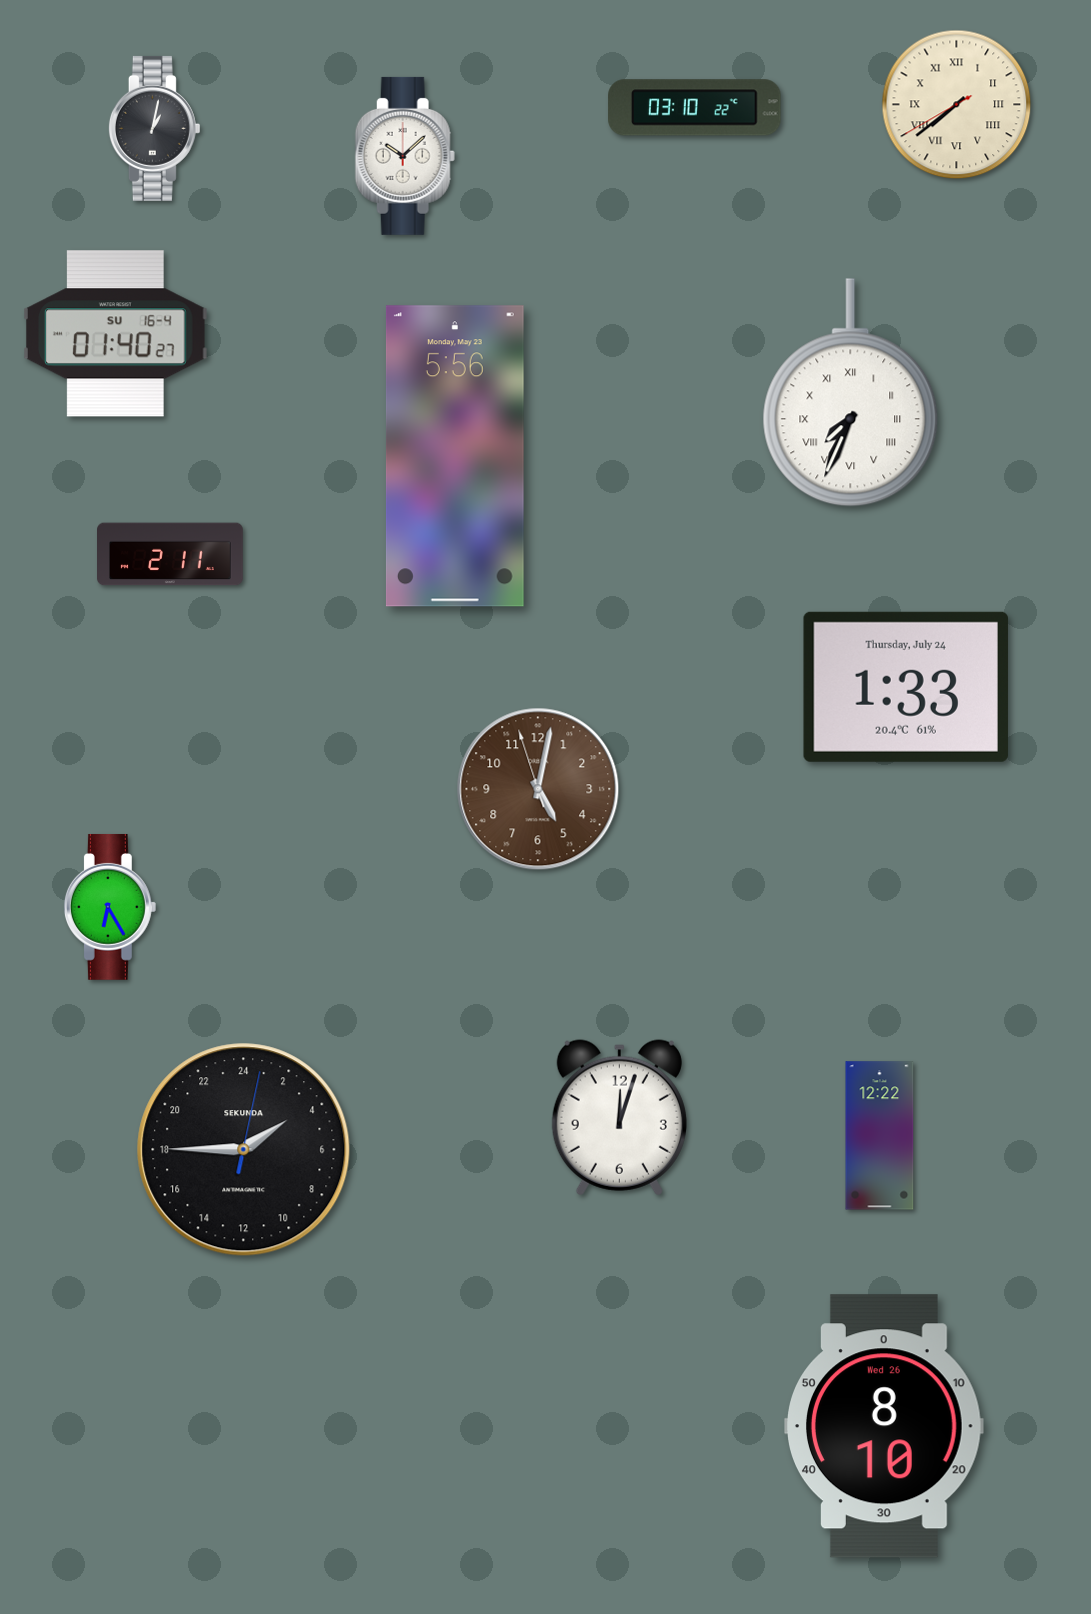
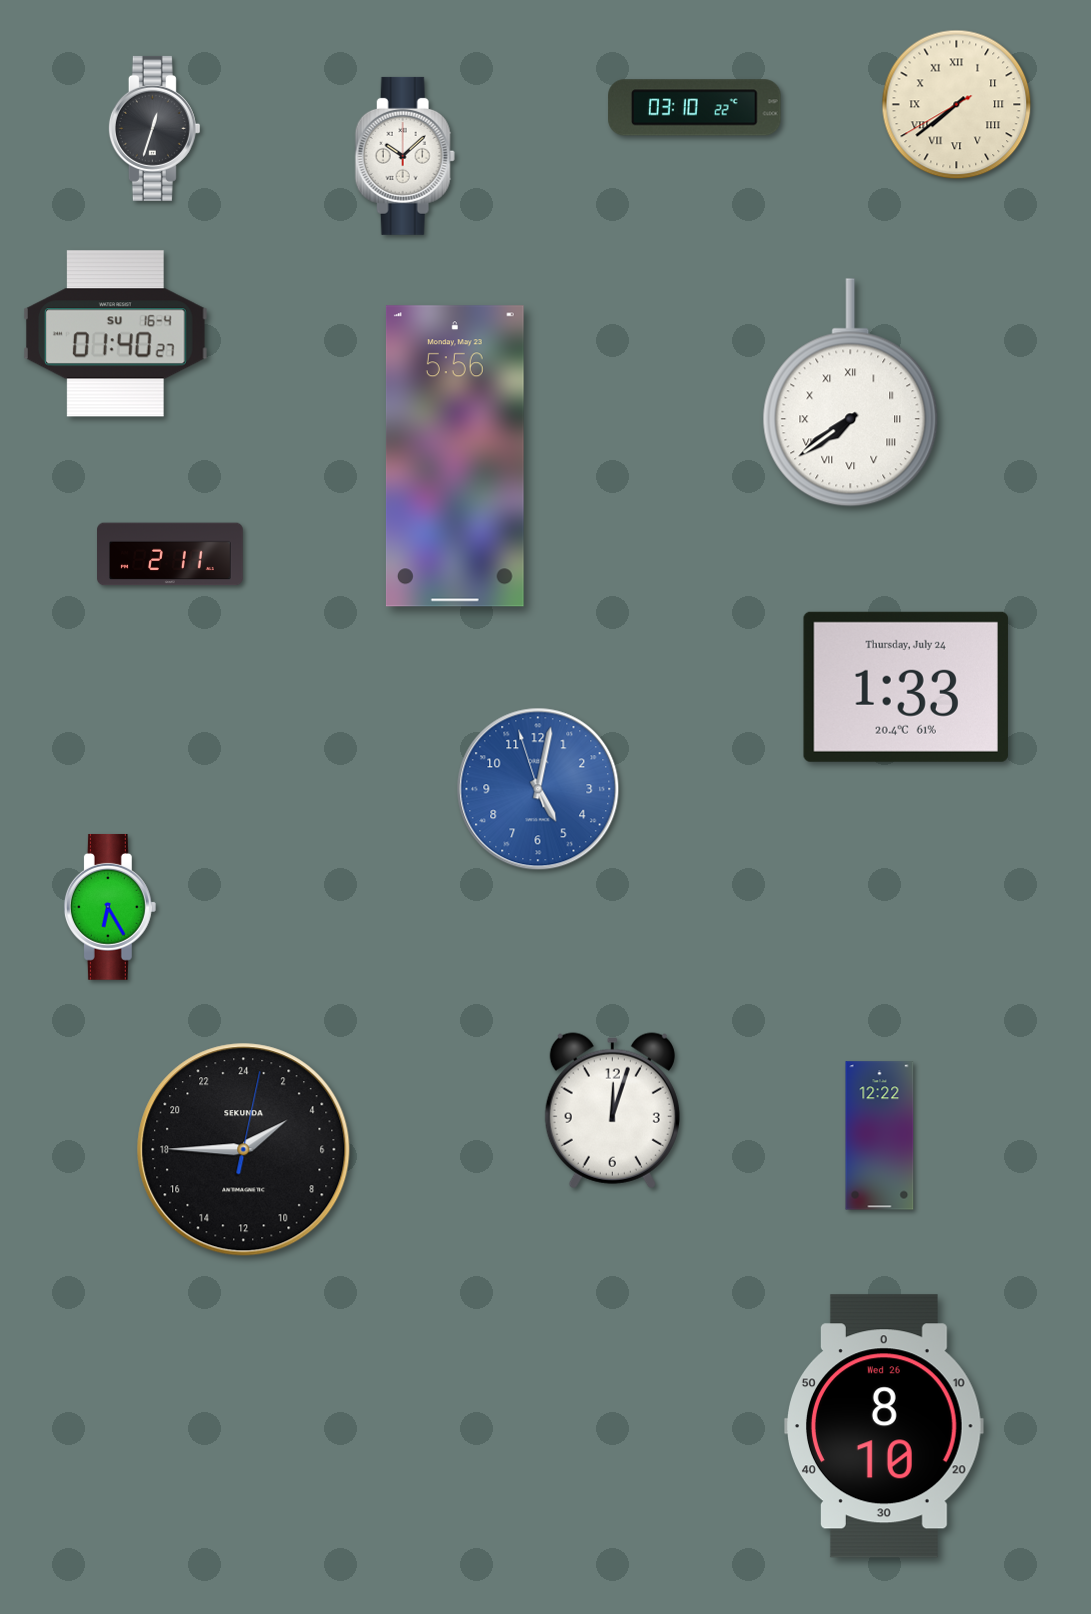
clock at (154, 128): 1:02 -> 12:33
clock at (851, 393): 7:34 -> 7:39
clock at (538, 789) dial: brown -> blue
clock at (619, 1118) position: (619, 1118) -> (612, 1111)
